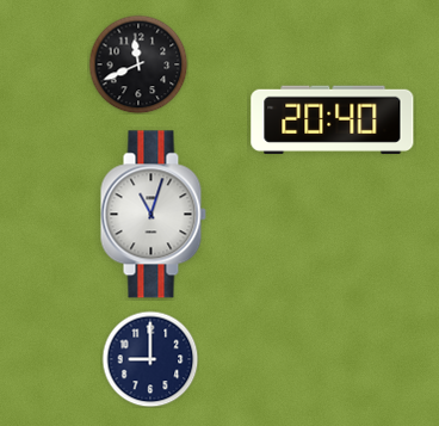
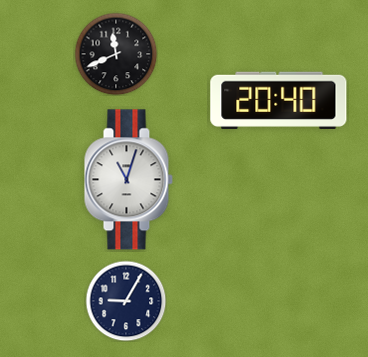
clock at (150, 359): 9:00 -> 9:05
